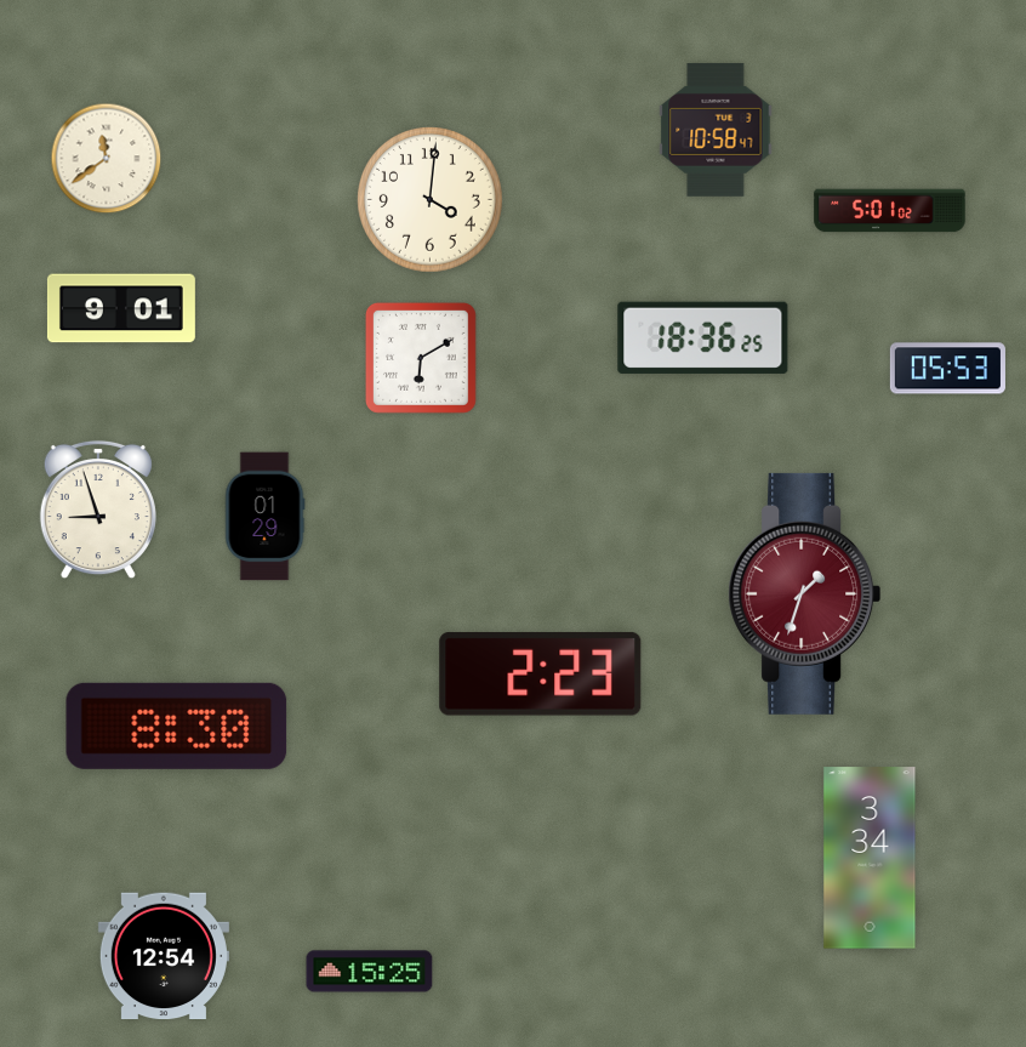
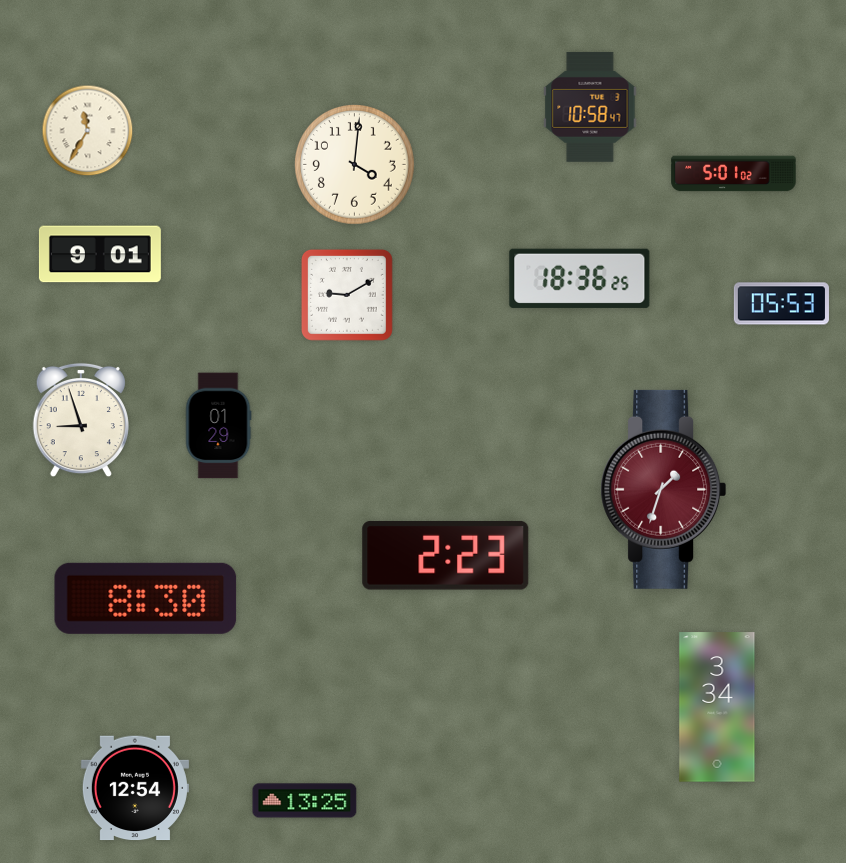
clock at (107, 159): 11:39 -> 11:35
clock at (421, 358): 6:10 -> 9:10
clock at (370, 972): 15:25 -> 13:25
